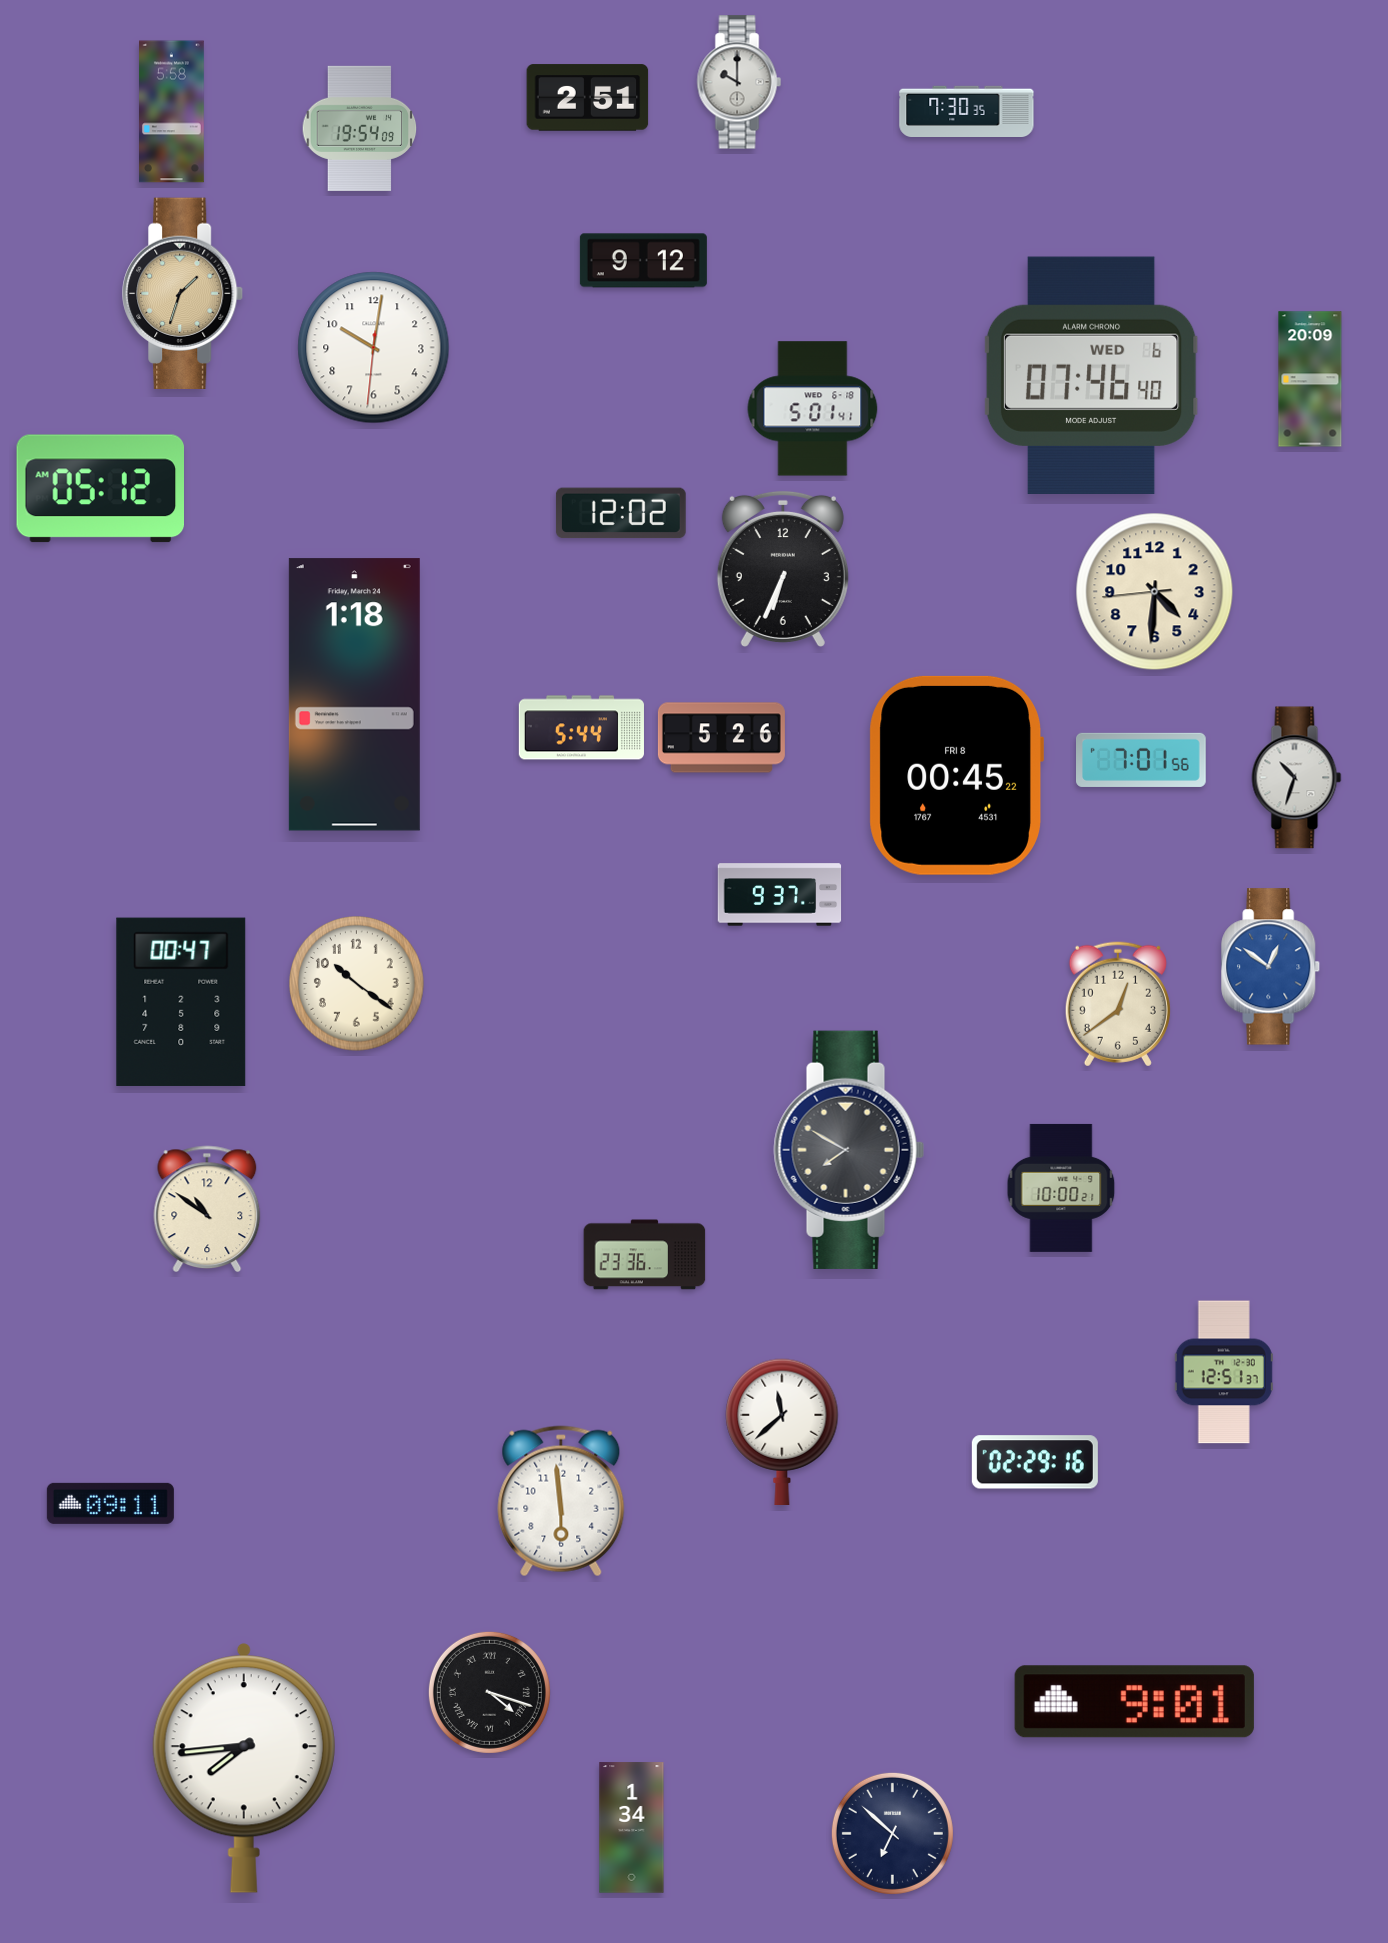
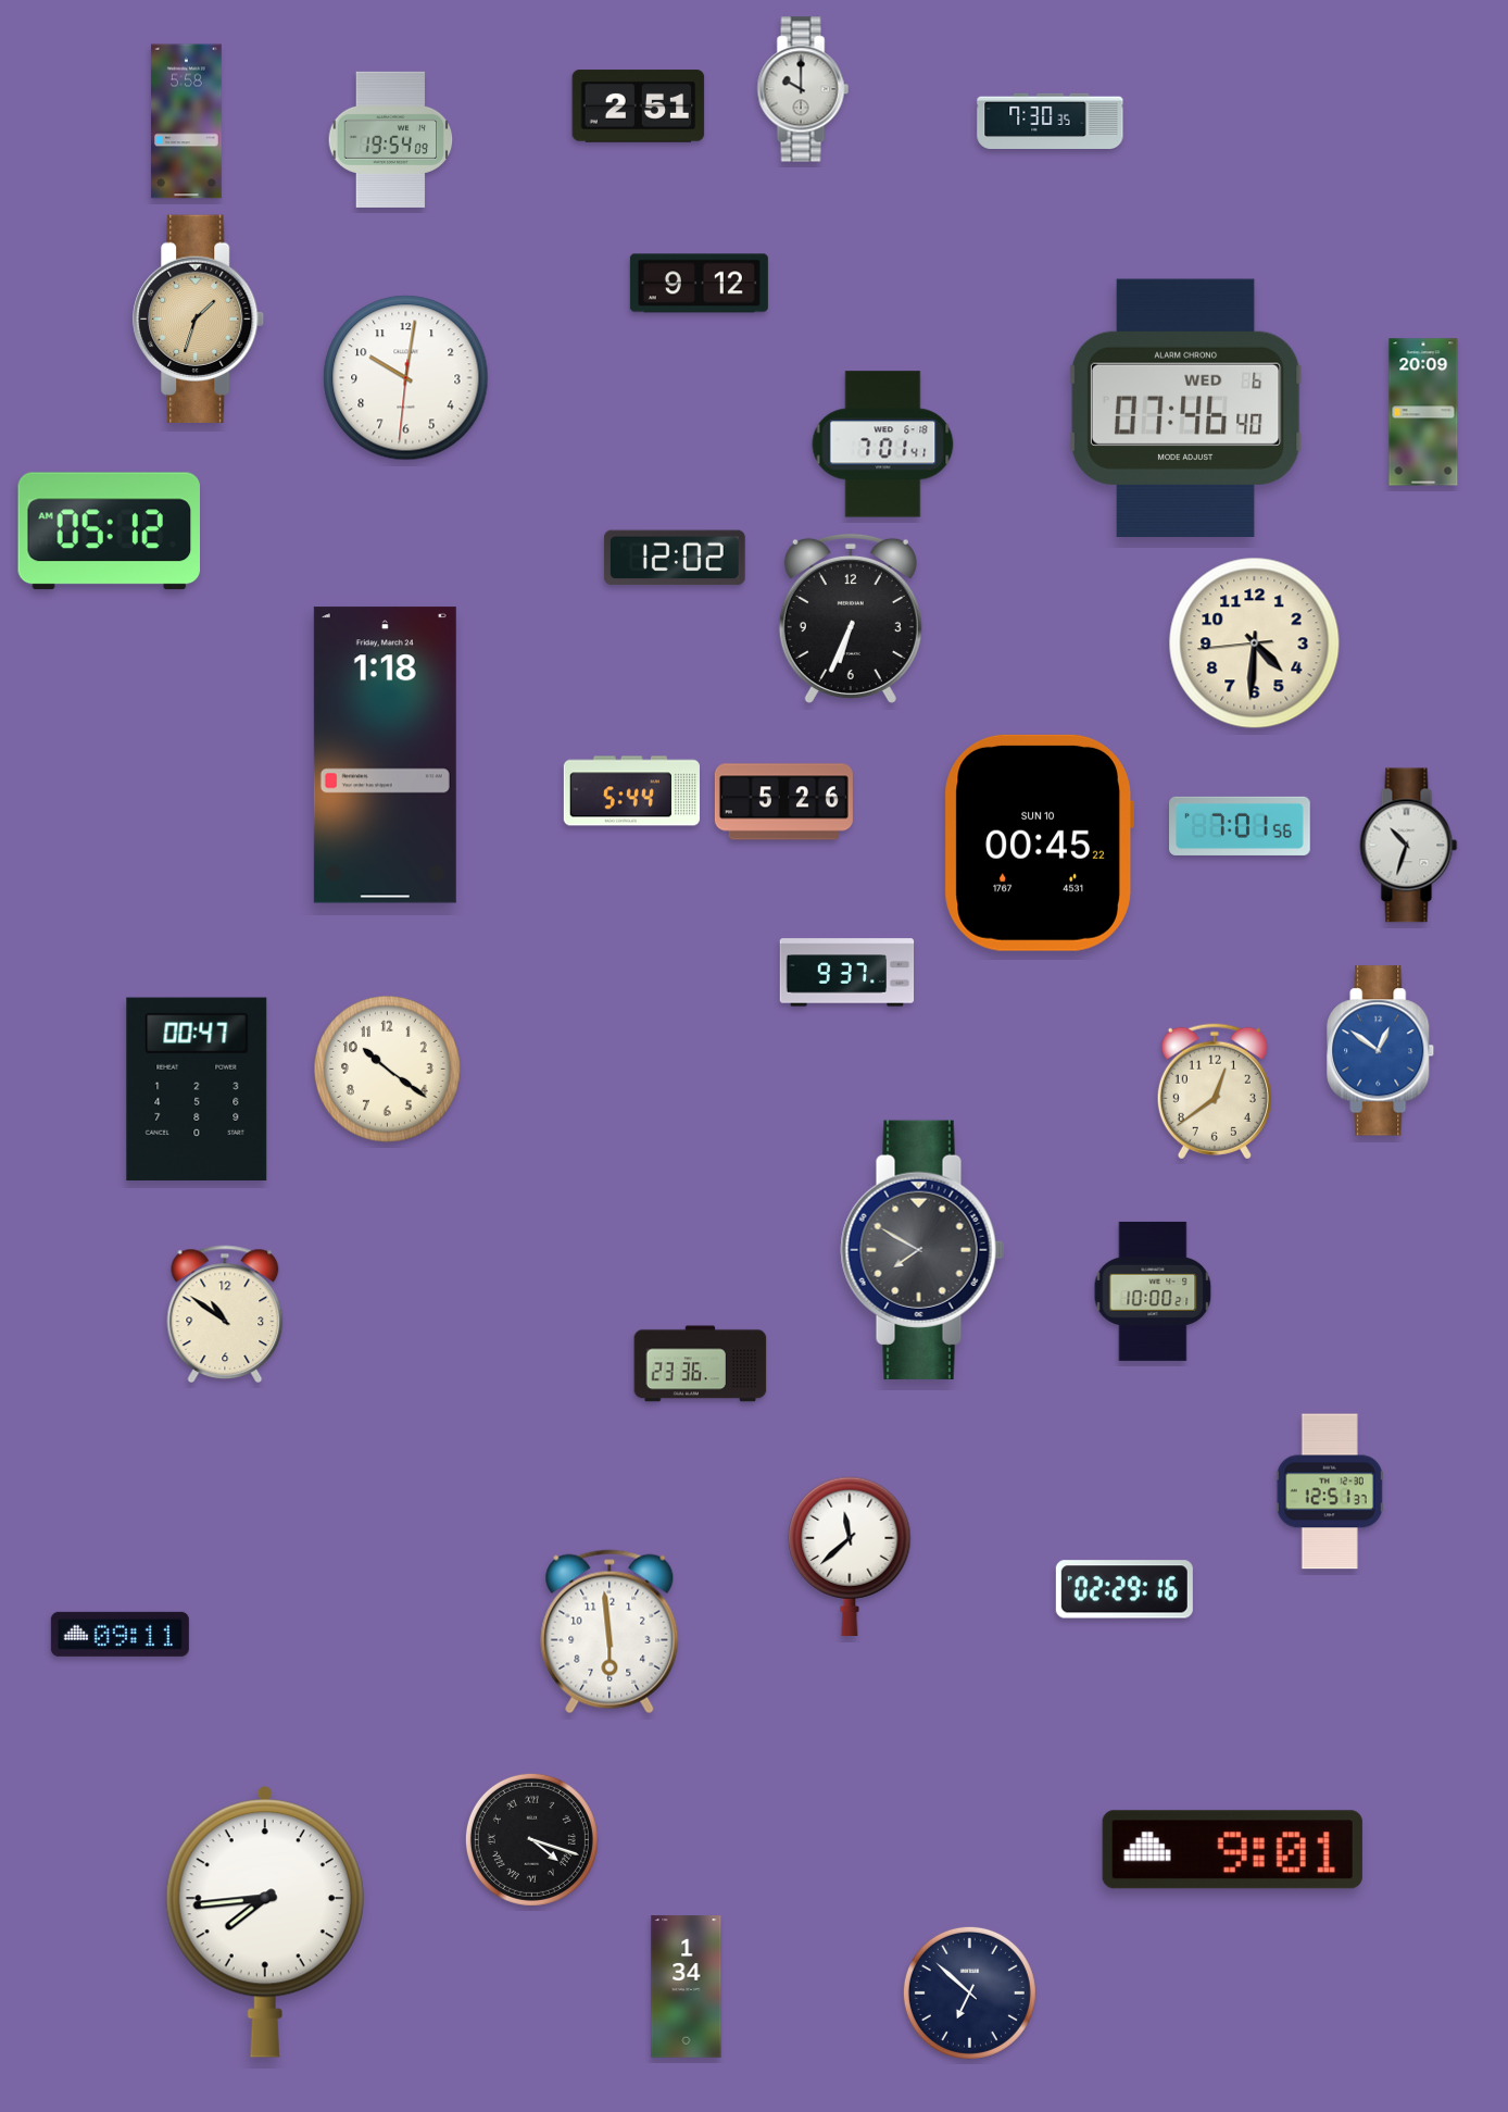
clock at (813, 409): 5:01 -> 7:01
clock at (956, 775) date: FRI 8 -> SUN 10
